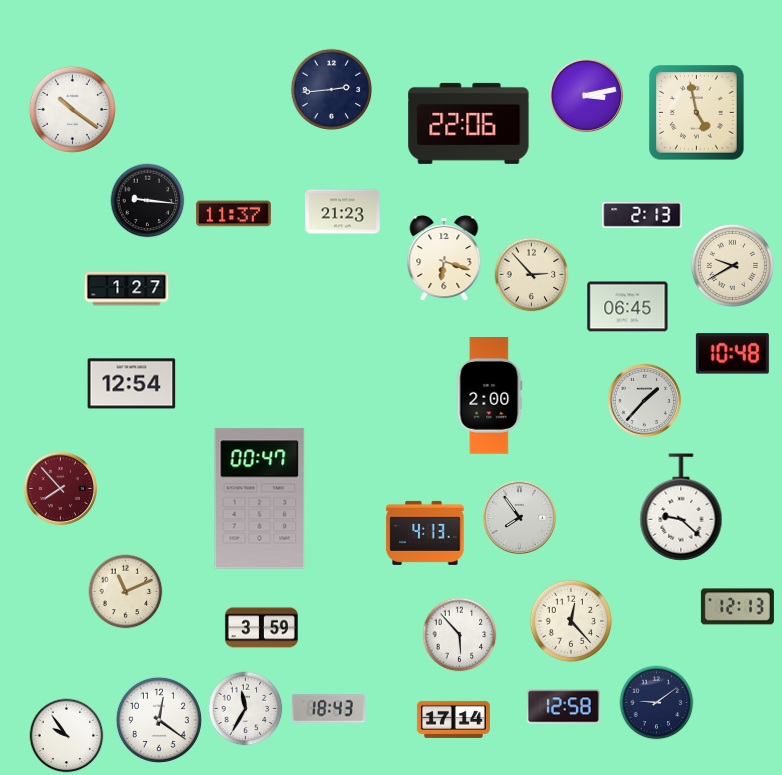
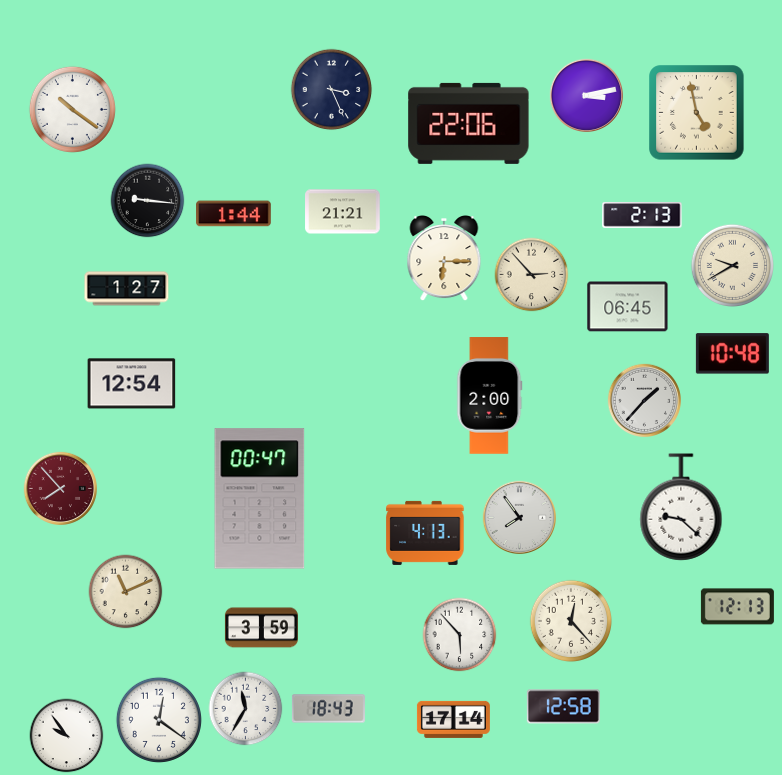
clock at (332, 90): 2:44 -> 3:26
clock at (343, 212): 21:23 -> 21:21
clock at (234, 214): 11:37 -> 1:44
clock at (444, 259): 6:18 -> 6:15
clock at (657, 703): 9:09 -> none
